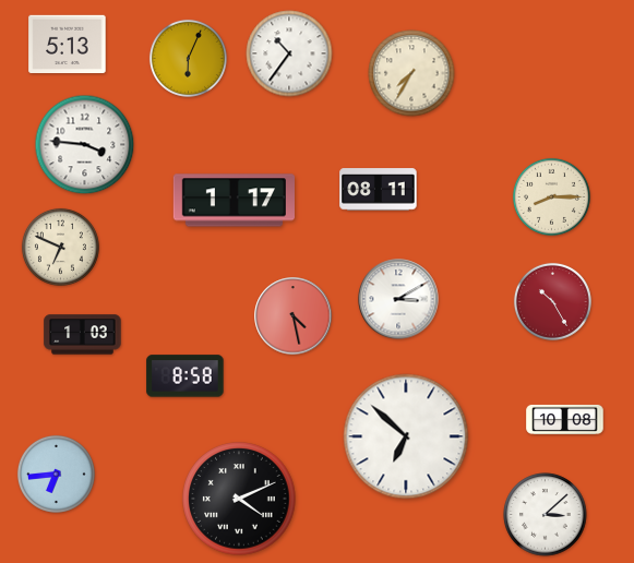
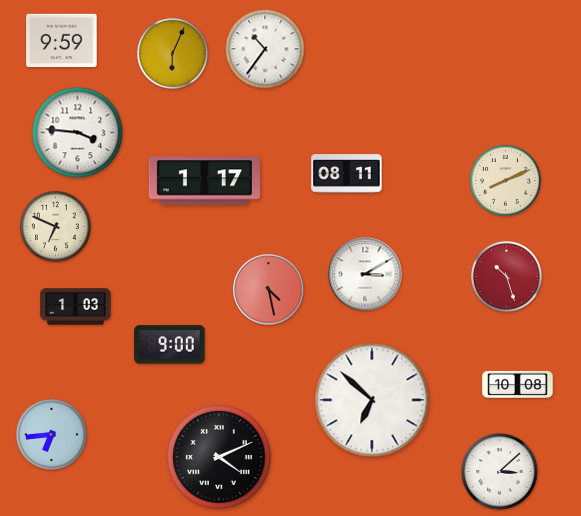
clock at (68, 45): 5:13 -> 9:59
clock at (411, 73): 7:35 -> none
clock at (551, 196): 8:15 -> 8:11
clock at (234, 201) position: (234, 201) -> (204, 181)
clock at (552, 301): 10:25 -> 10:27
clock at (186, 376): 8:58 -> 9:00
